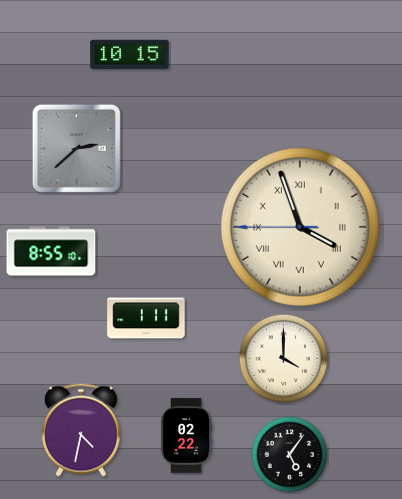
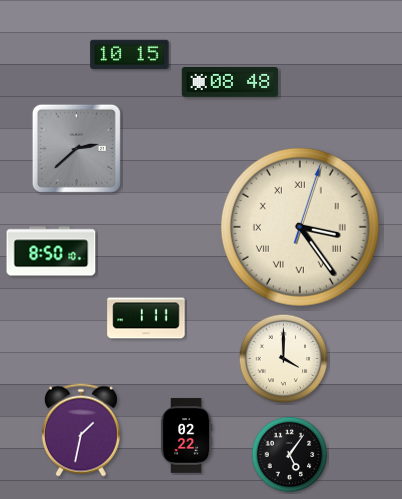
clock at (230, 83): none -> 08:48
clock at (300, 227): 3:56 -> 3:24
clock at (51, 251): 8:55 -> 8:50
clock at (81, 430): 4:32 -> 1:32
